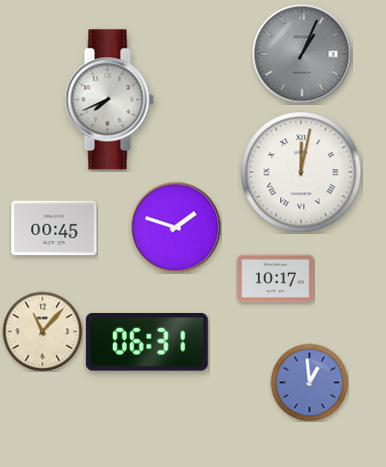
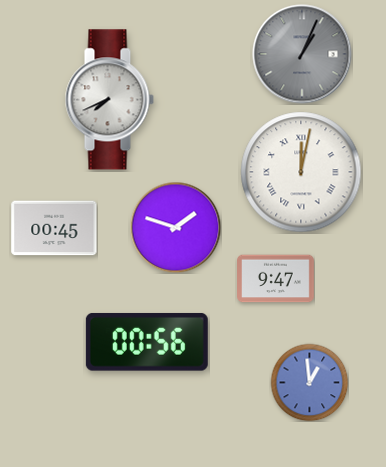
clock at (276, 279): 10:17 -> 9:47
clock at (42, 331): 11:07 -> none
clock at (147, 342): 06:31 -> 00:56
